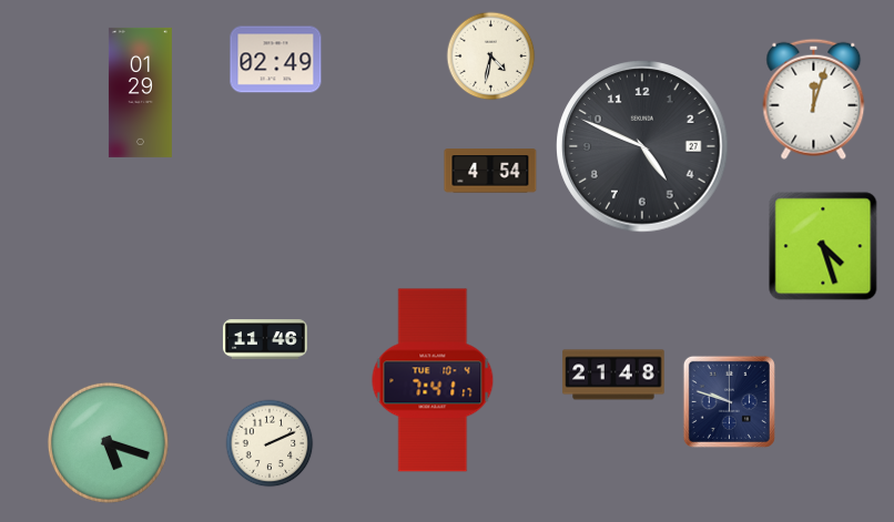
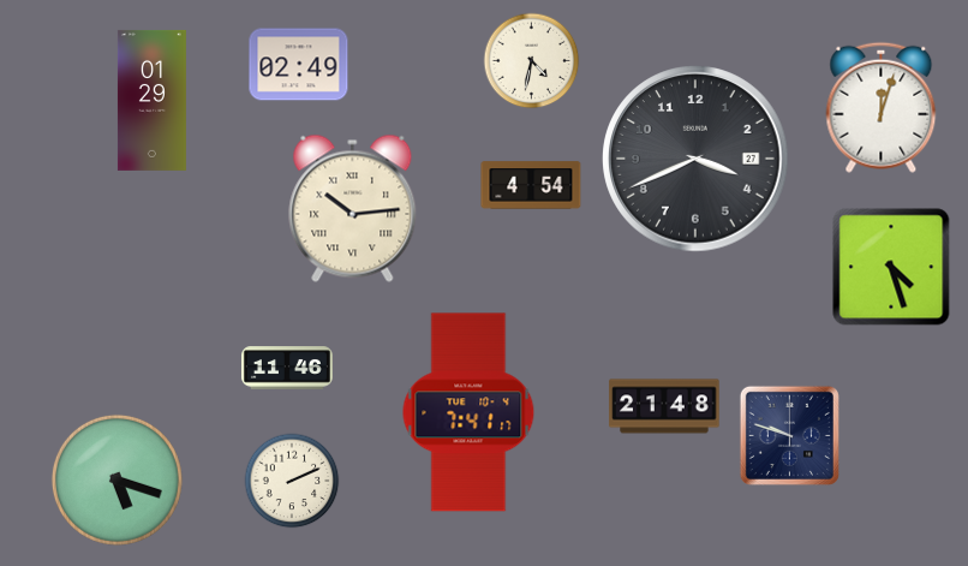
clock at (642, 146): 4:49 -> 3:41
clock at (353, 208): none -> 10:14
